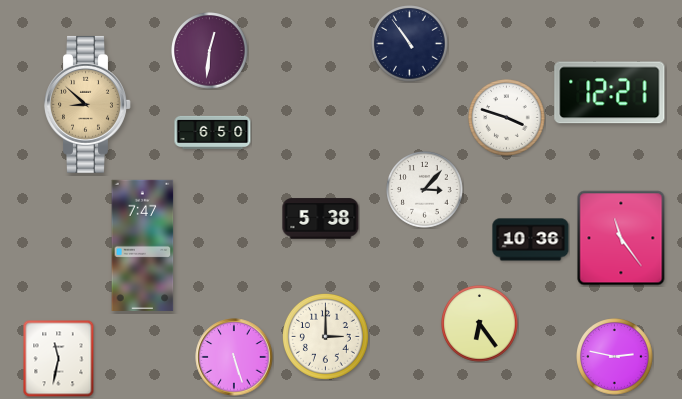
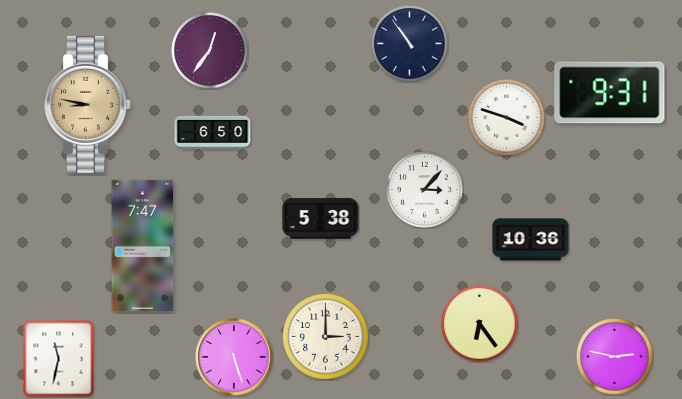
clock at (210, 51): 12:31 -> 12:36
clock at (610, 93): 12:21 -> 9:31
clock at (88, 104): 8:52 -> 8:47
clock at (621, 238): 11:24 -> none
